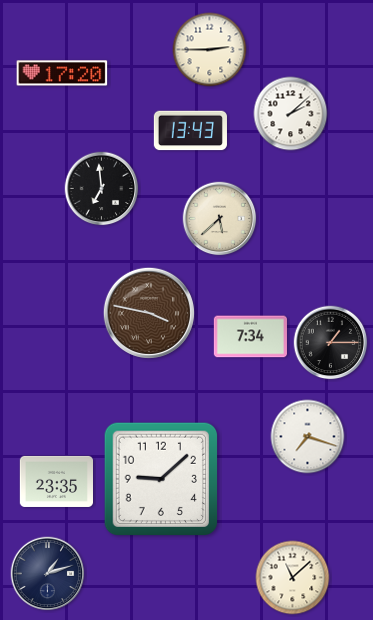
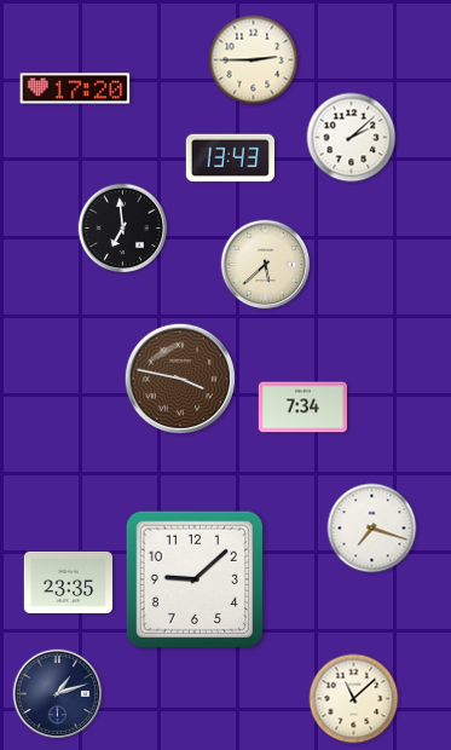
clock at (331, 343): 1:15 -> none
